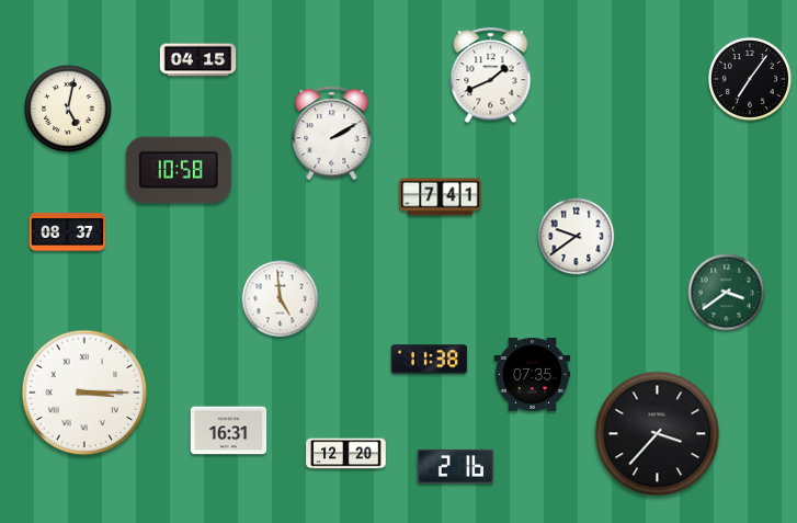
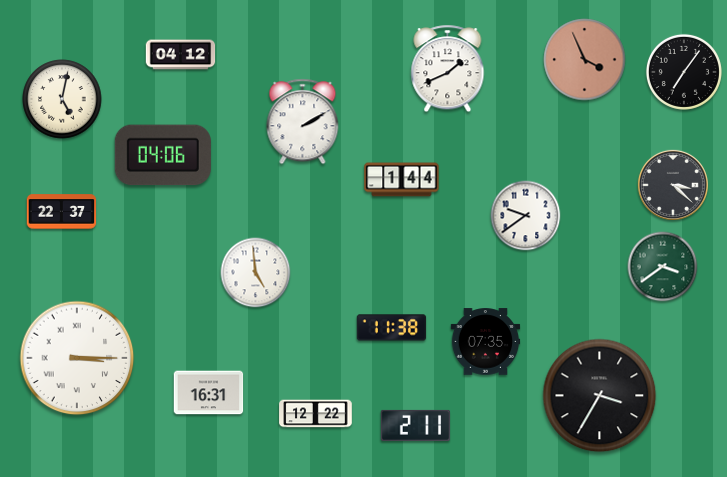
clock at (198, 60): 04:15 -> 04:12
clock at (585, 60): none -> 3:56
clock at (179, 170): 10:58 -> 04:06
clock at (441, 197): 7:41 -> 1:44
clock at (673, 185): none -> 3:22
clock at (68, 232): 08:37 -> 22:37
clock at (658, 434): 3:37 -> 3:35
clock at (346, 454): 12:20 -> 12:22
clock at (456, 466): 2:16 -> 2:11
